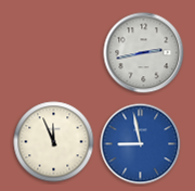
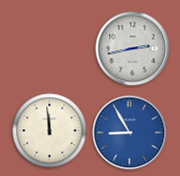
clock at (54, 142): 11:56 -> 11:59
clock at (141, 144): 8:58 -> 8:55
